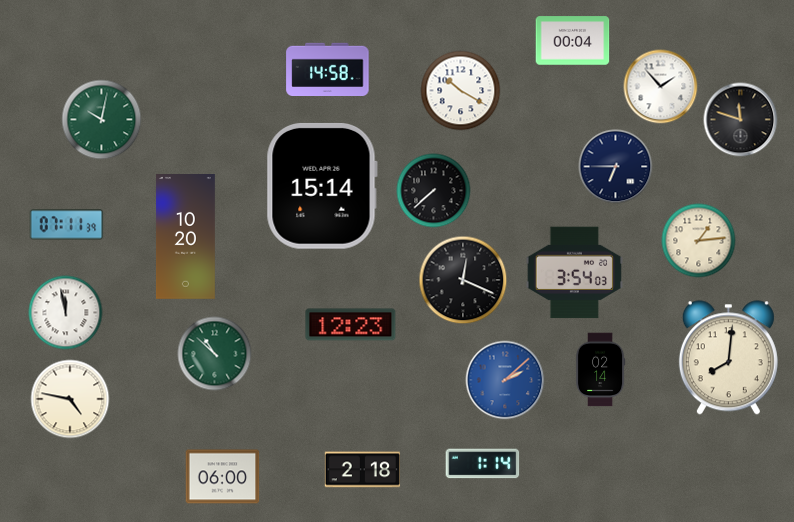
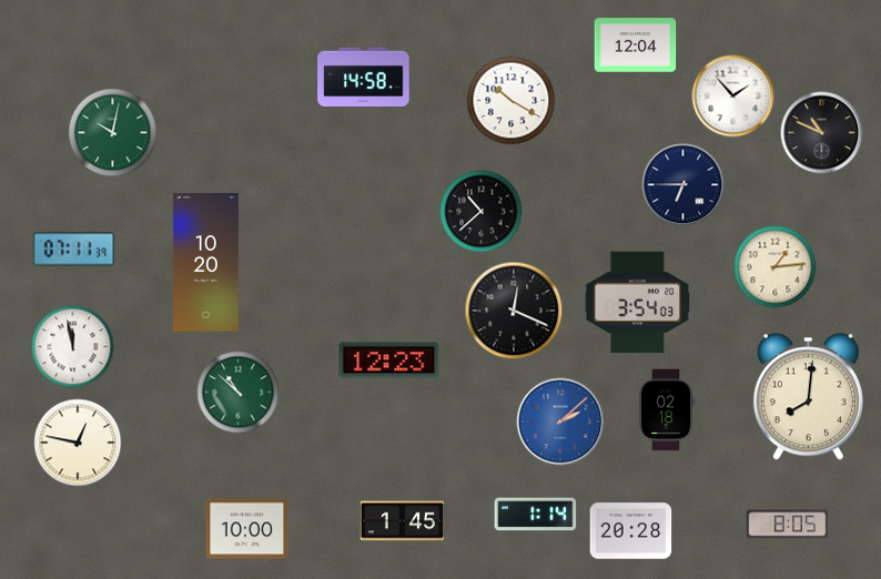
clock at (573, 41): 00:04 -> 12:04
clock at (741, 120): 11:48 -> 10:49
clock at (322, 186): 15:14 -> none
clock at (434, 191): 7:38 -> 10:38
clock at (600, 370): 02:14 -> 02:18
clock at (70, 399): 4:47 -> 12:47
clock at (363, 470): 2:18 -> 1:45
clock at (788, 525): none -> 8:05
clock at (223, 477): 06:00 -> 10:00
clock at (631, 531): none -> 20:28
